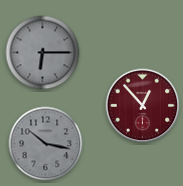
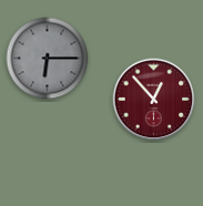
clock at (143, 106) position: (143, 106) -> (154, 100)
clock at (46, 144): 10:17 -> none
